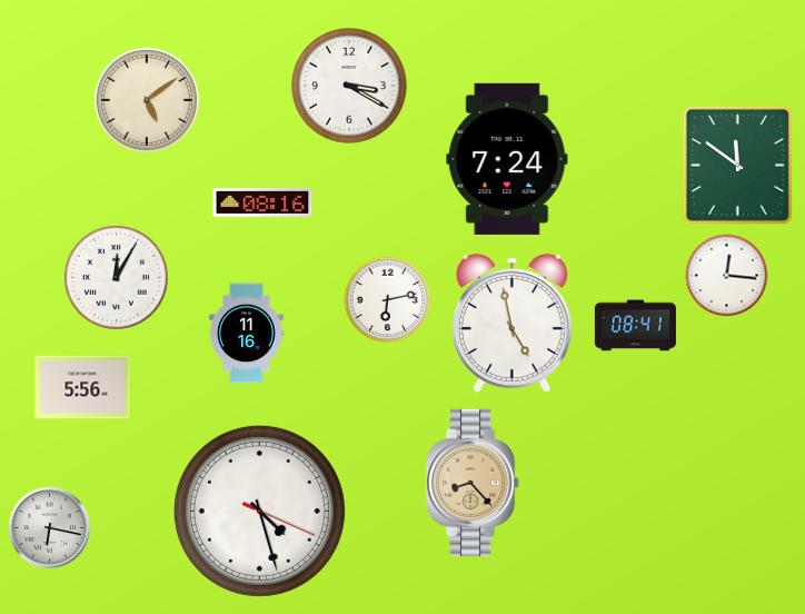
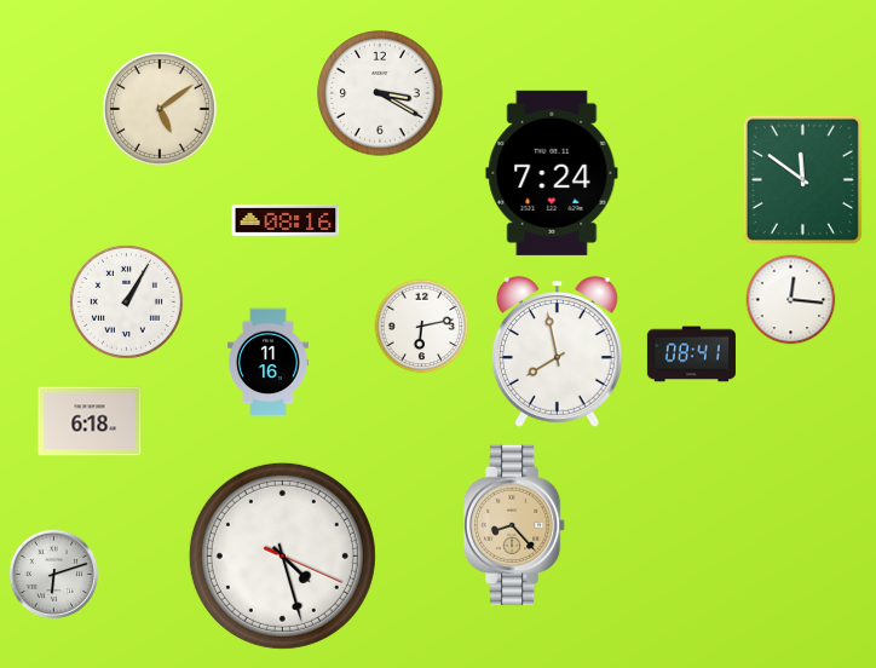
clock at (116, 277): 12:05 -> 1:05
clock at (511, 324): 4:58 -> 7:58
clock at (82, 387): 5:56 -> 6:18
clock at (50, 528): 6:17 -> 6:12
